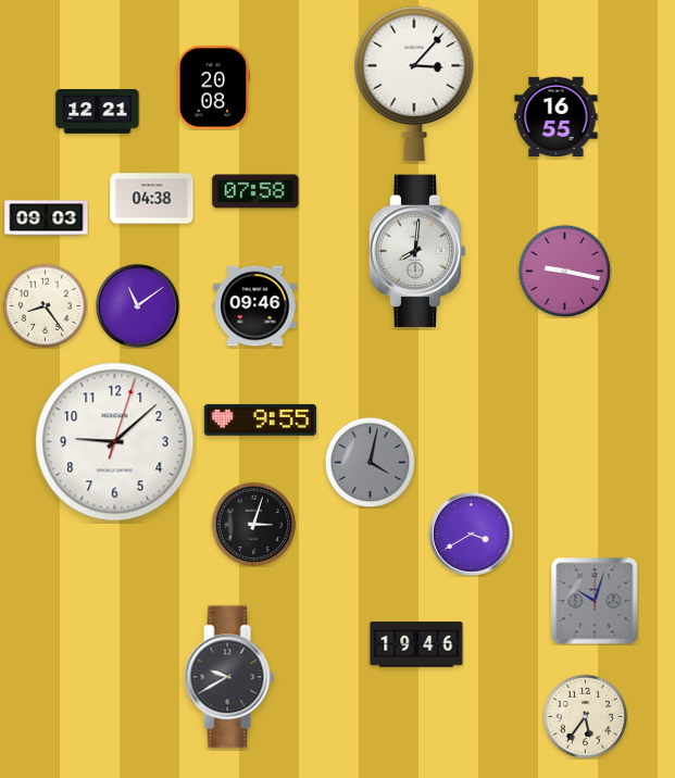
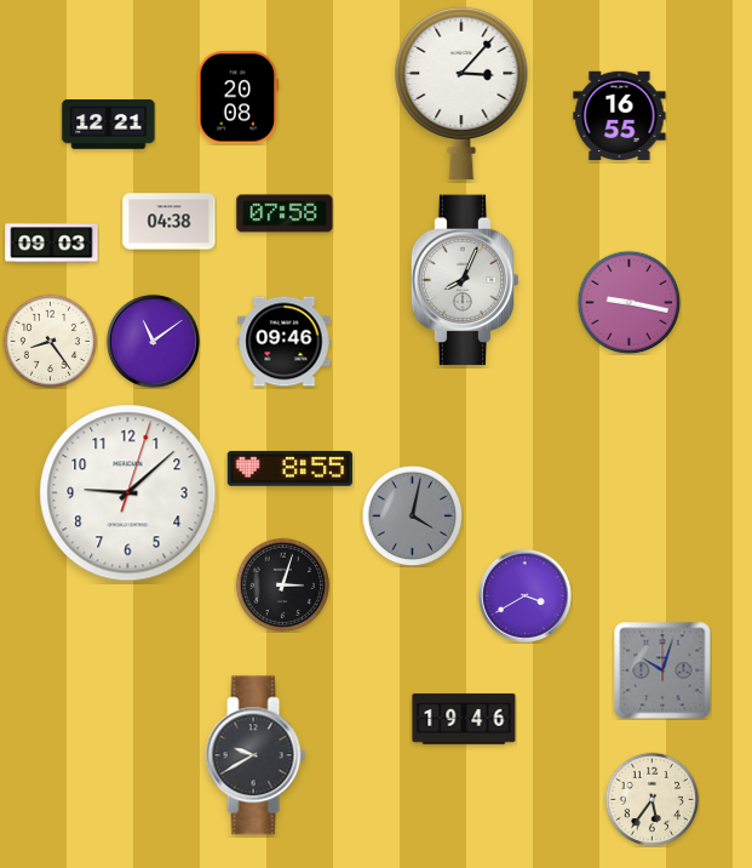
clock at (557, 116) position: (557, 116) -> (620, 115)
clock at (417, 251): 8:01 -> 8:04
clock at (260, 419): 9:55 -> 8:55
